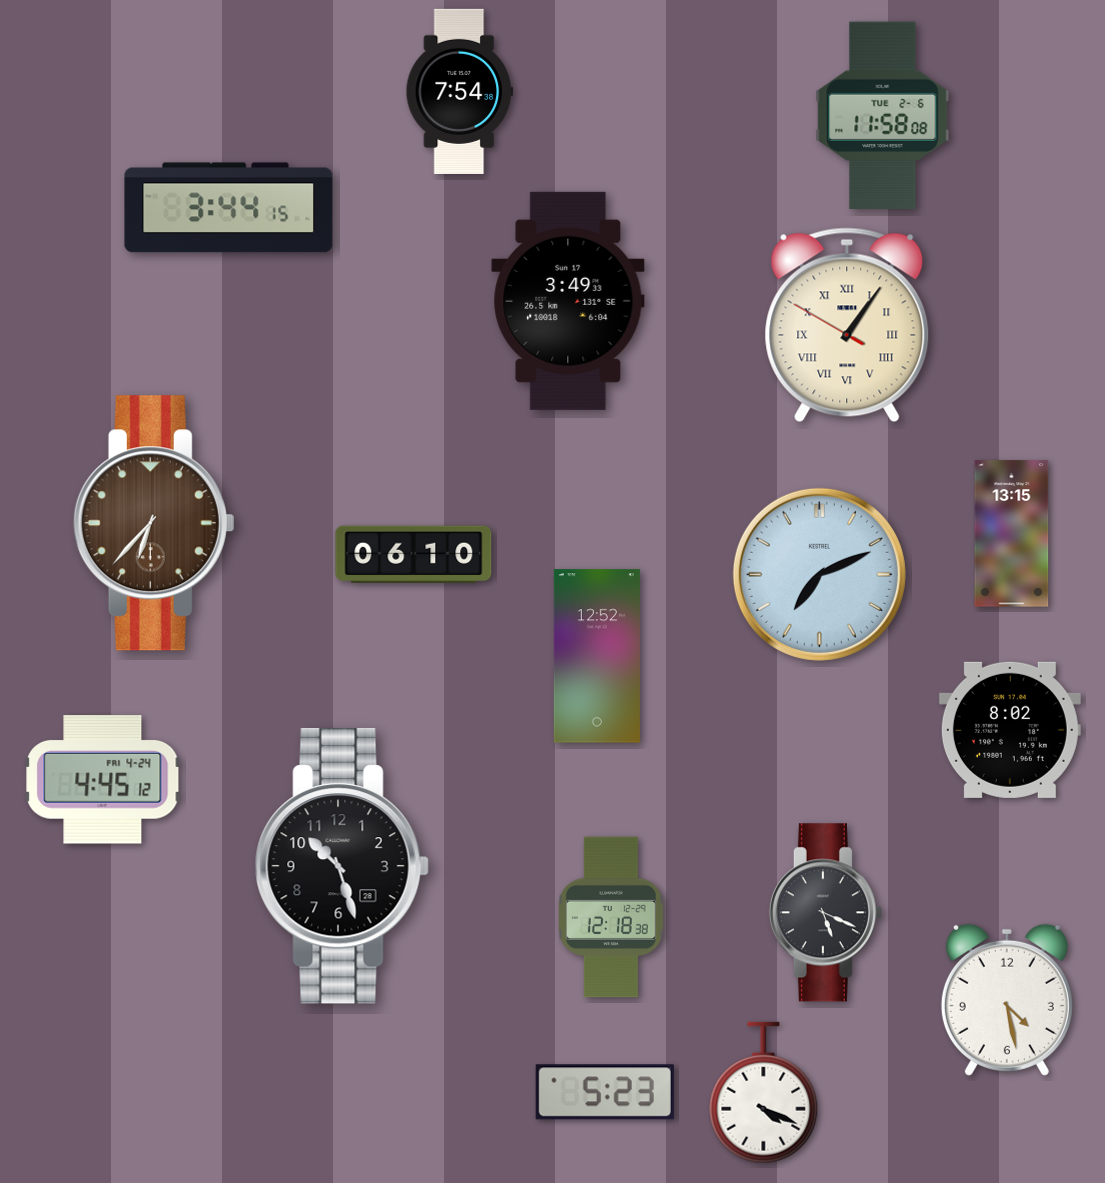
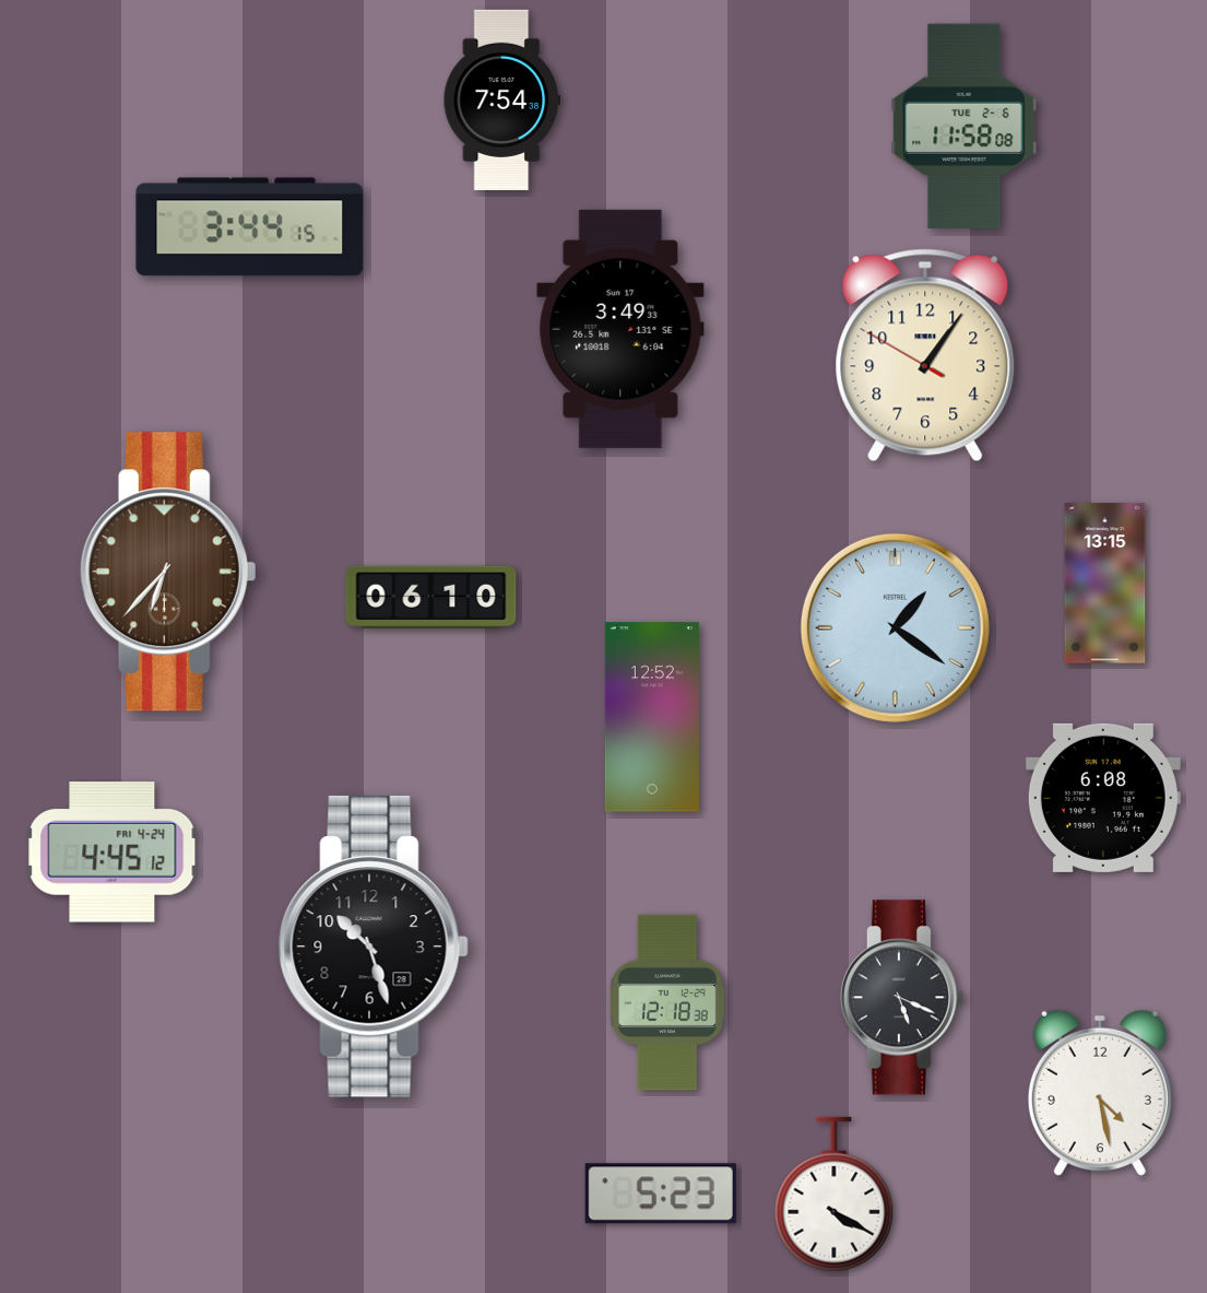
clock at (847, 325) numerals: Roman -> Arabic
clock at (414, 554) position: (414, 554) -> (431, 597)
clock at (819, 574): 7:11 -> 1:21
clock at (1010, 730): 8:02 -> 6:08
clock at (764, 1093): 4:19 -> 4:20
